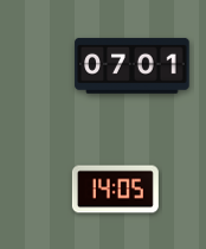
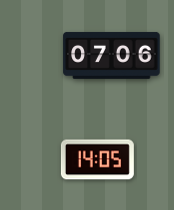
clock at (133, 65): 07:01 -> 07:06
